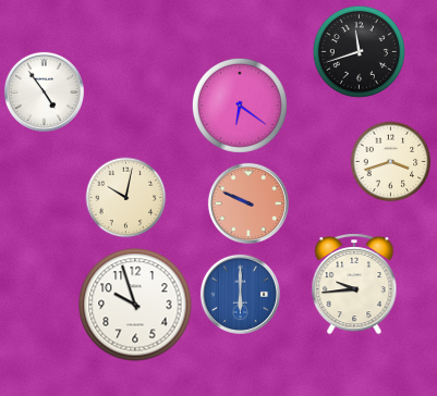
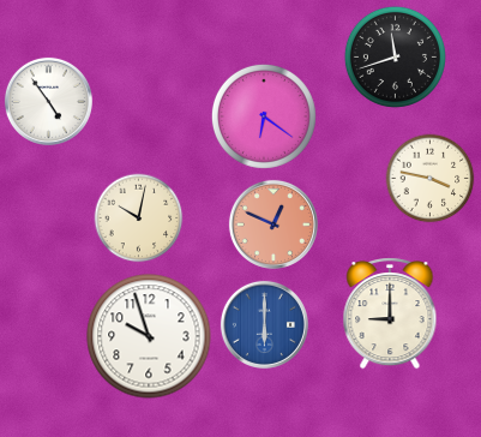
clock at (391, 162): 3:42 -> 3:47
clock at (248, 203): 9:49 -> 12:49
clock at (354, 284): 9:44 -> 9:00
